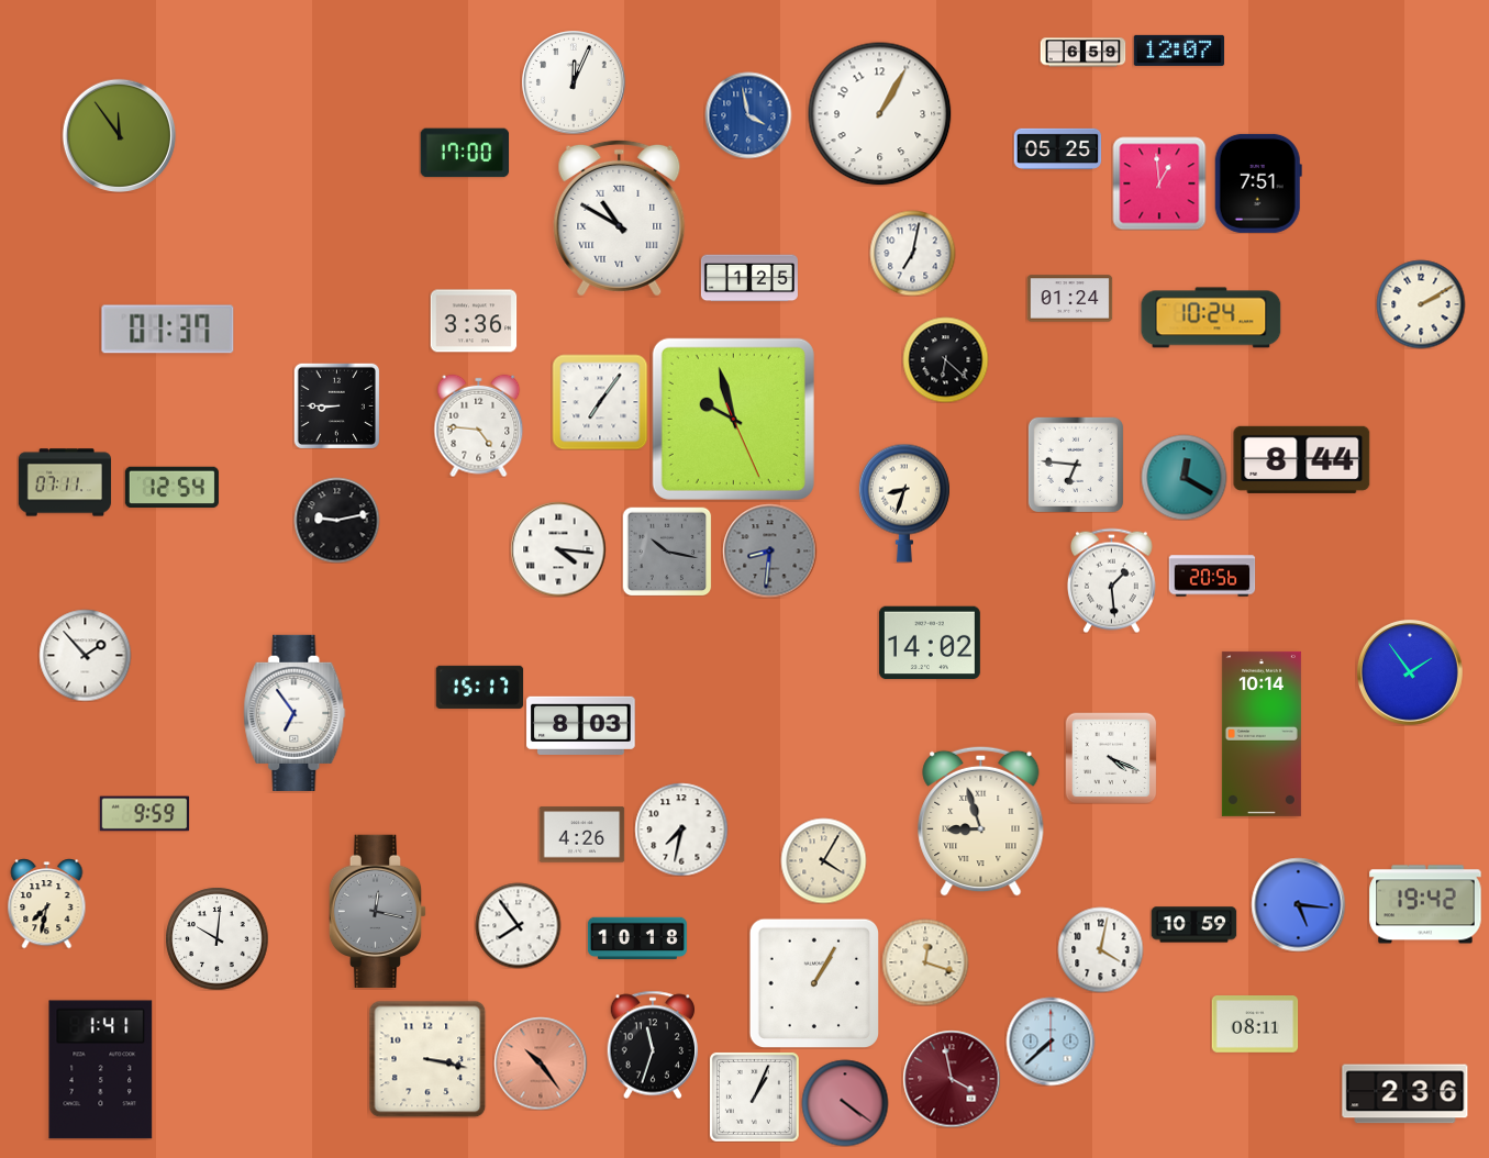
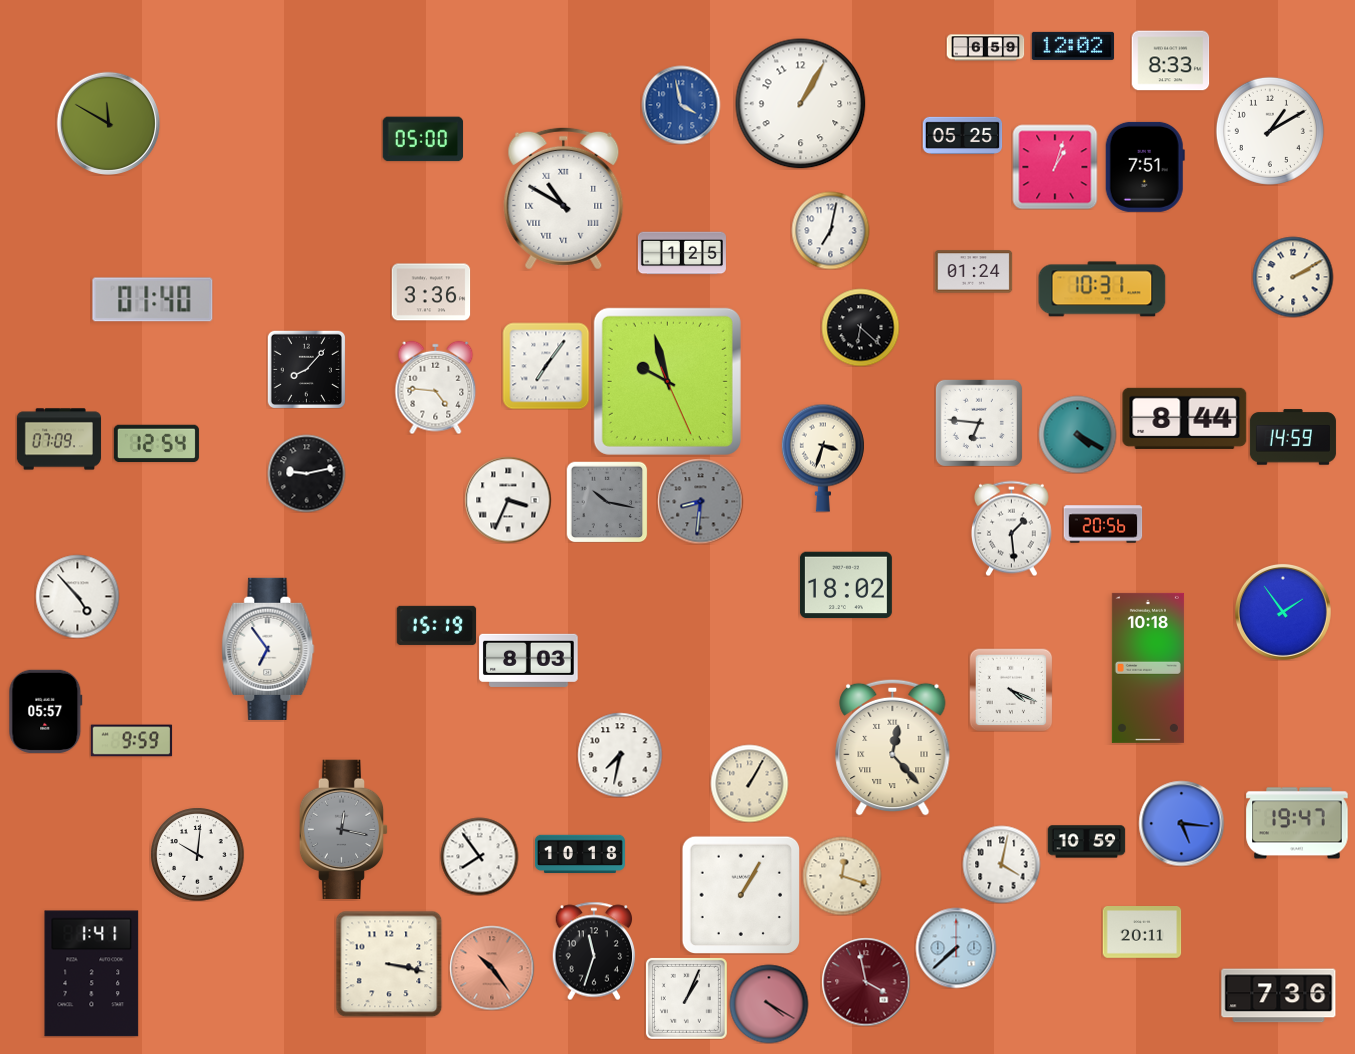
clock at (1178, 51): 12:07 -> 12:02
clock at (1170, 61): none -> 8:33
clock at (574, 82): 12:04 -> none
clock at (119, 135): 11:54 -> 11:50
clock at (1270, 131): none -> 1:10
clock at (464, 153): 17:00 -> 05:00
clock at (1159, 183): 12:59 -> 1:03
clock at (1211, 318): 10:24 -> 10:31
clock at (168, 330): 01:37 -> 01:40
clock at (336, 405): 8:45 -> 8:07
clock at (1184, 477): 12:20 -> 4:20
clock at (1293, 437): none -> 14:59
clock at (64, 482): 07:11 -> 07:09
clock at (904, 503): 8:33 -> 3:33
clock at (558, 549): 4:16 -> 3:34
clock at (930, 643): 14:02 -> 18:02
clock at (85, 655): 1:53 -> 4:53
clock at (479, 687): 15:17 -> 15:19
clock at (1262, 734): 10:14 -> 10:18
clock at (46, 711): none -> 05:57
clock at (981, 821): 8:57 -> 12:23
clock at (581, 835): 4:26 -> none
clock at (823, 860): 4:05 -> 1:05
clock at (47, 903): 7:32 -> none
clock at (1425, 904): 19:42 -> 19:47
clock at (518, 925) position: (518, 925) -> (479, 856)
clock at (1255, 1025): 08:11 -> 20:11
clock at (1405, 1094): 2:36 -> 7:36
clock at (845, 1103): 4:21 -> 4:20
